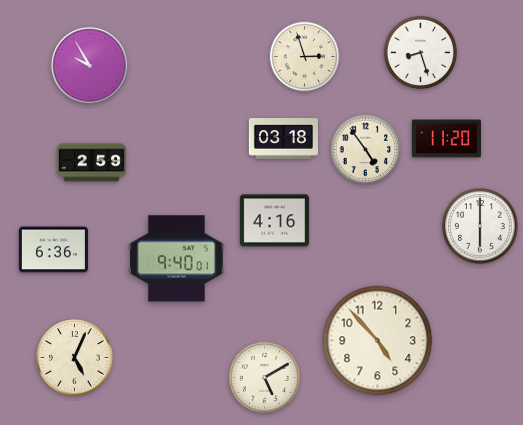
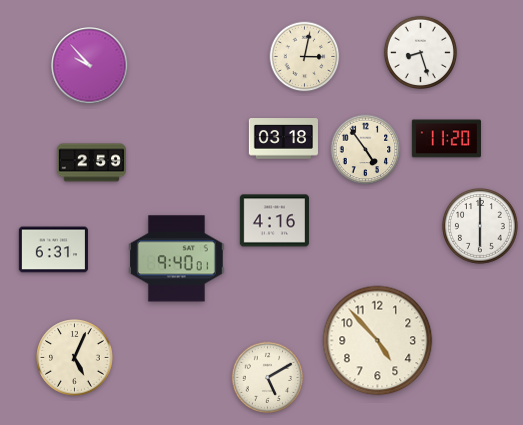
clock at (305, 57): 2:57 -> 3:02
clock at (90, 66): 9:55 -> 9:53
clock at (53, 250): 6:36 -> 6:31
clock at (265, 378) position: (265, 378) -> (268, 378)
